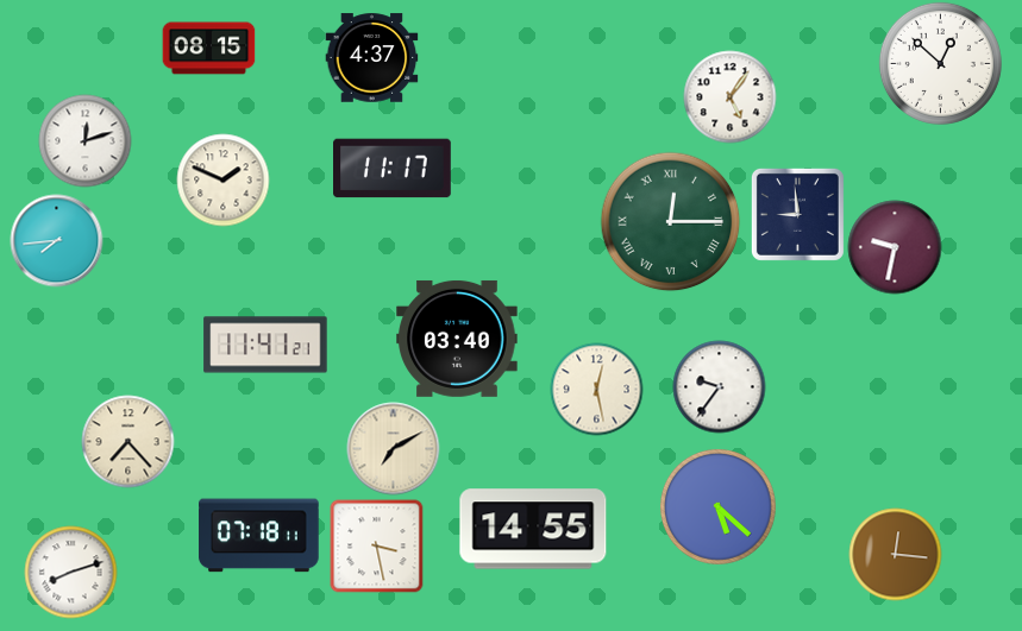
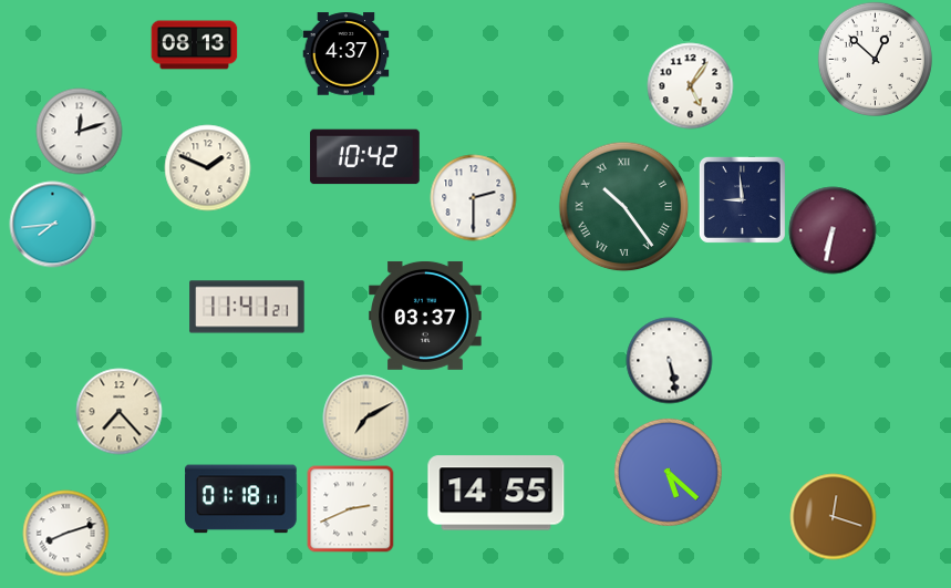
clock at (208, 49): 08:15 -> 08:13
clock at (729, 96) position: (729, 96) -> (690, 85)
clock at (393, 169): 11:17 -> 10:42
clock at (473, 197): none -> 2:30
clock at (670, 221): 12:15 -> 10:24
clock at (895, 247): 9:32 -> 6:32
clock at (457, 339): 03:40 -> 03:37
clock at (265, 345) position: (265, 345) -> (247, 307)
clock at (719, 386): 9:36 -> 5:28
clock at (596, 389): 12:28 -> none
clock at (259, 536): 07:18 -> 01:18
clock at (376, 545): 3:28 -> 2:41
clock at (895, 554): 12:16 -> 12:18
